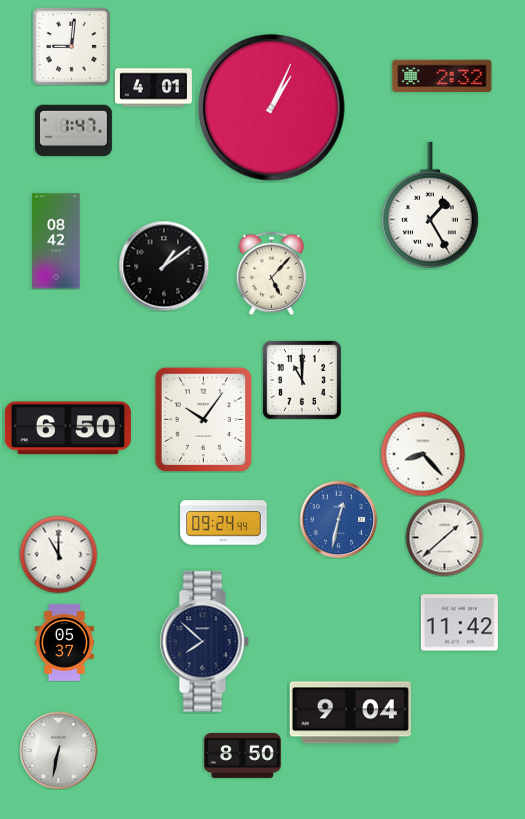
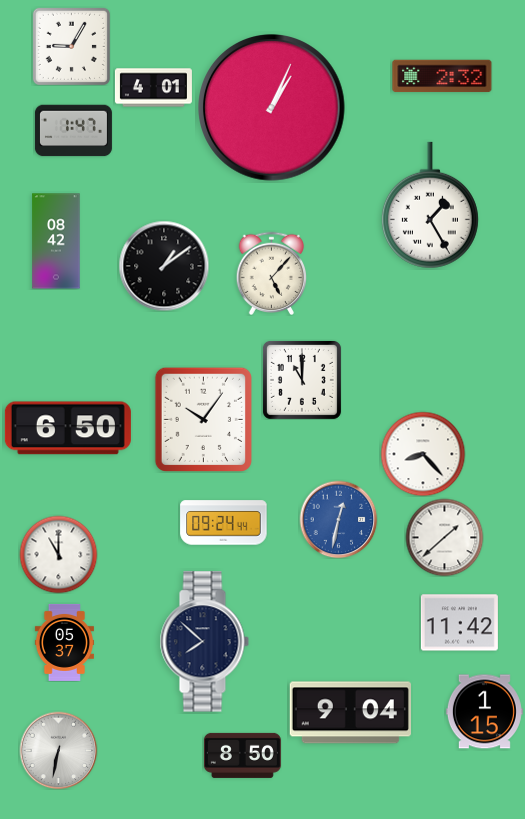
clock at (71, 46): 9:01 -> 9:05
clock at (484, 712): none -> 1:15
